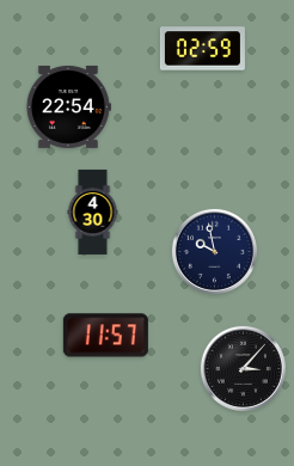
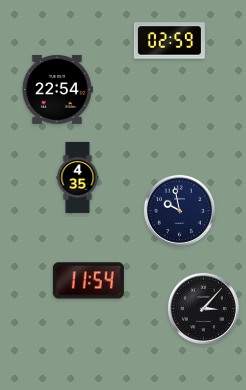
clock at (93, 211): 4:30 -> 4:35
clock at (105, 336): 11:57 -> 11:54
